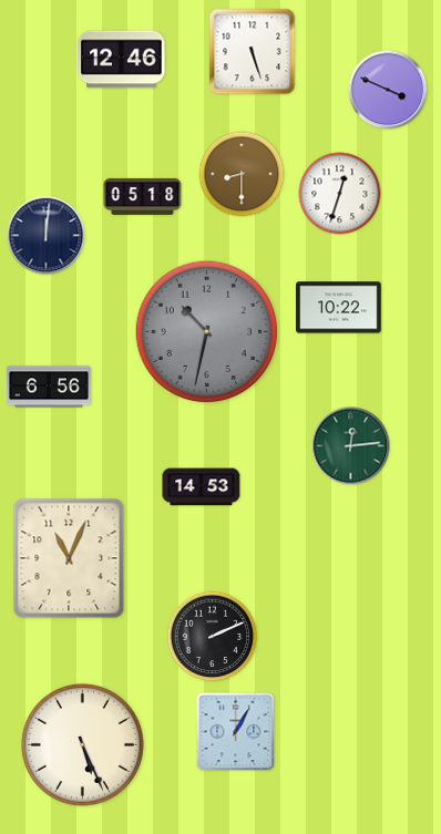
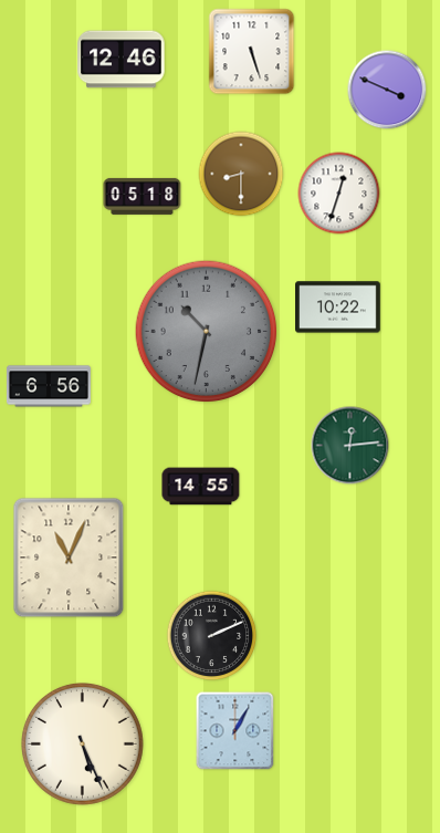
clock at (47, 236): 12:01 -> none
clock at (202, 487): 14:53 -> 14:55
